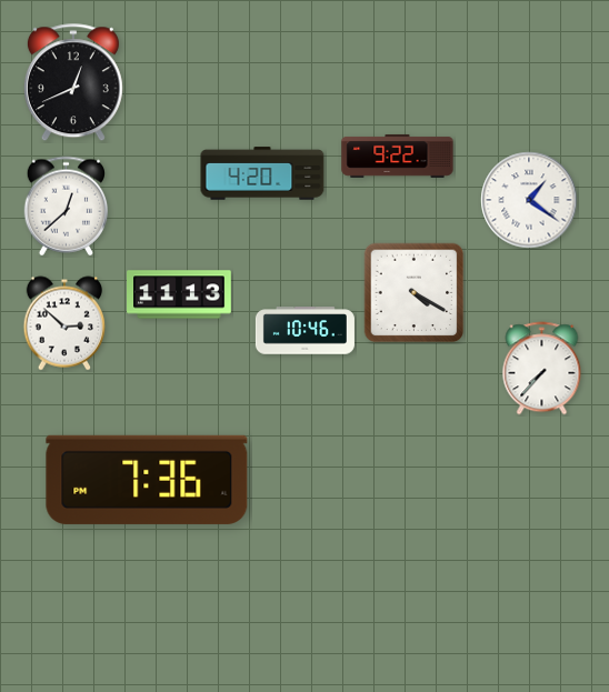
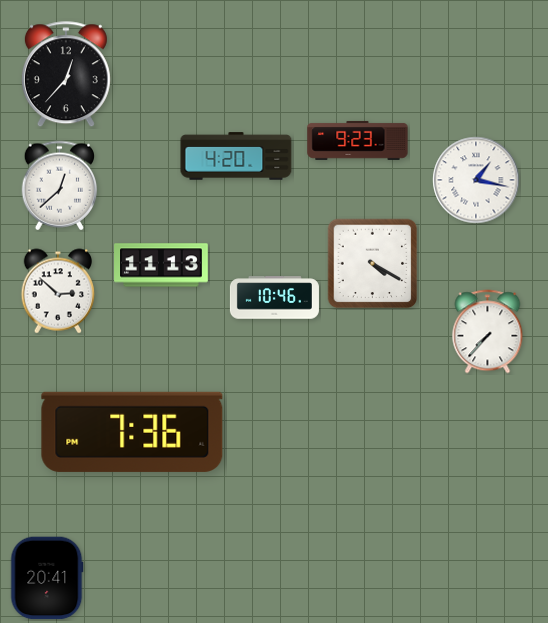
clock at (73, 83): 12:41 -> 12:37
clock at (398, 156): 9:22 -> 9:23
clock at (529, 200): 1:21 -> 1:17
clock at (47, 578): none -> 20:41
